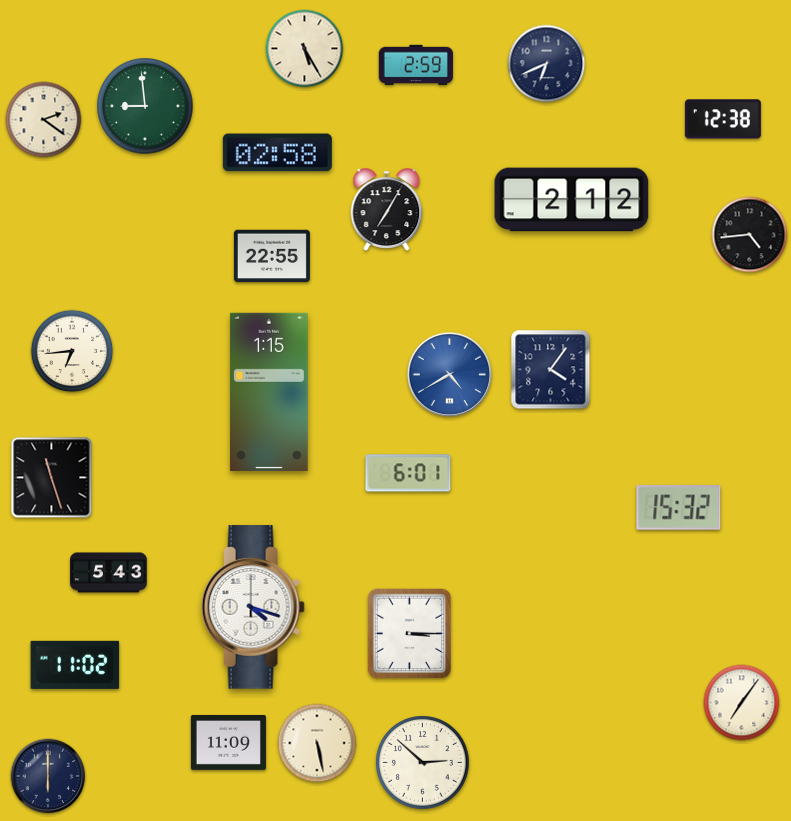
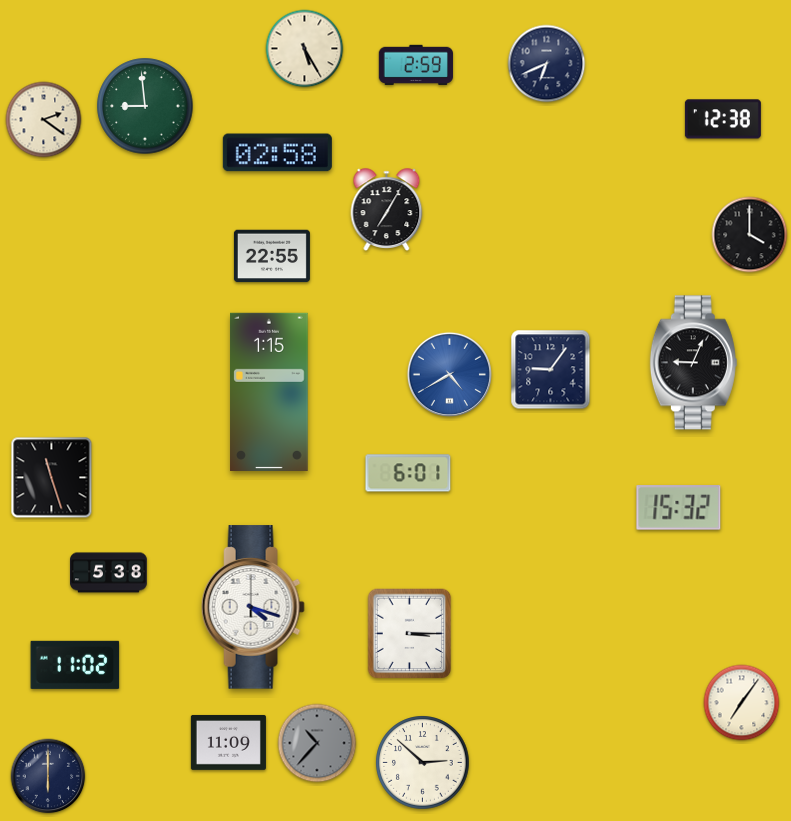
clock at (572, 200): 2:12 -> none
clock at (750, 235): 4:44 -> 4:00
clock at (72, 351): 6:44 -> none
clock at (693, 363): none -> 9:04
clock at (551, 370): 4:06 -> 9:06
clock at (109, 573): 5:43 -> 5:38
clock at (317, 743): 5:28 -> 10:37
clock at (317, 743) dial: cream -> grey
